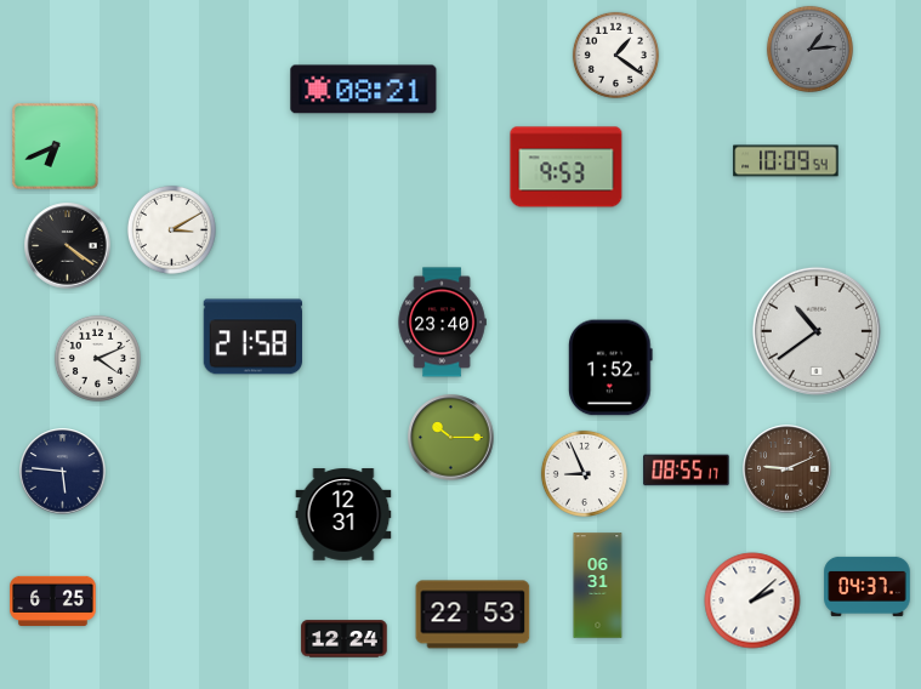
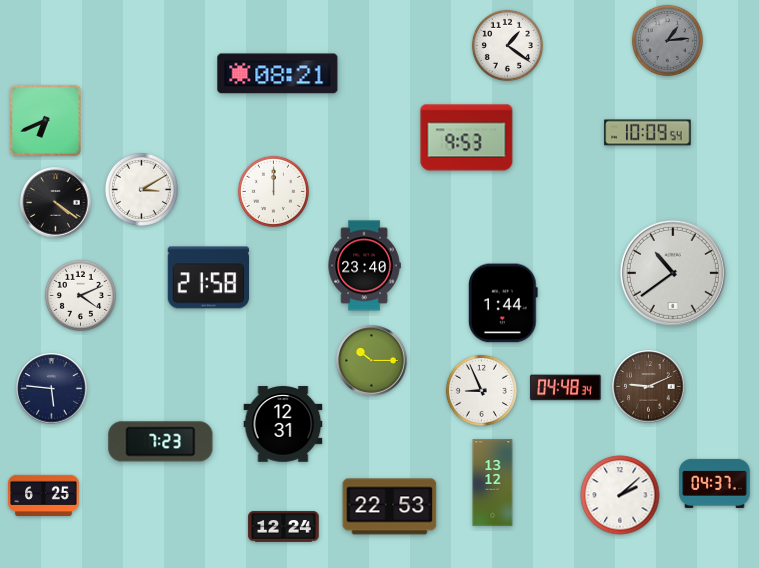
clock at (364, 90) position: (364, 90) -> (278, 74)
clock at (273, 191): none -> 12:00
clock at (610, 368): 1:52 -> 1:44
clock at (687, 471): 08:55 -> 04:48
clock at (161, 442): none -> 7:23
clock at (598, 586): 06:31 -> 13:12
